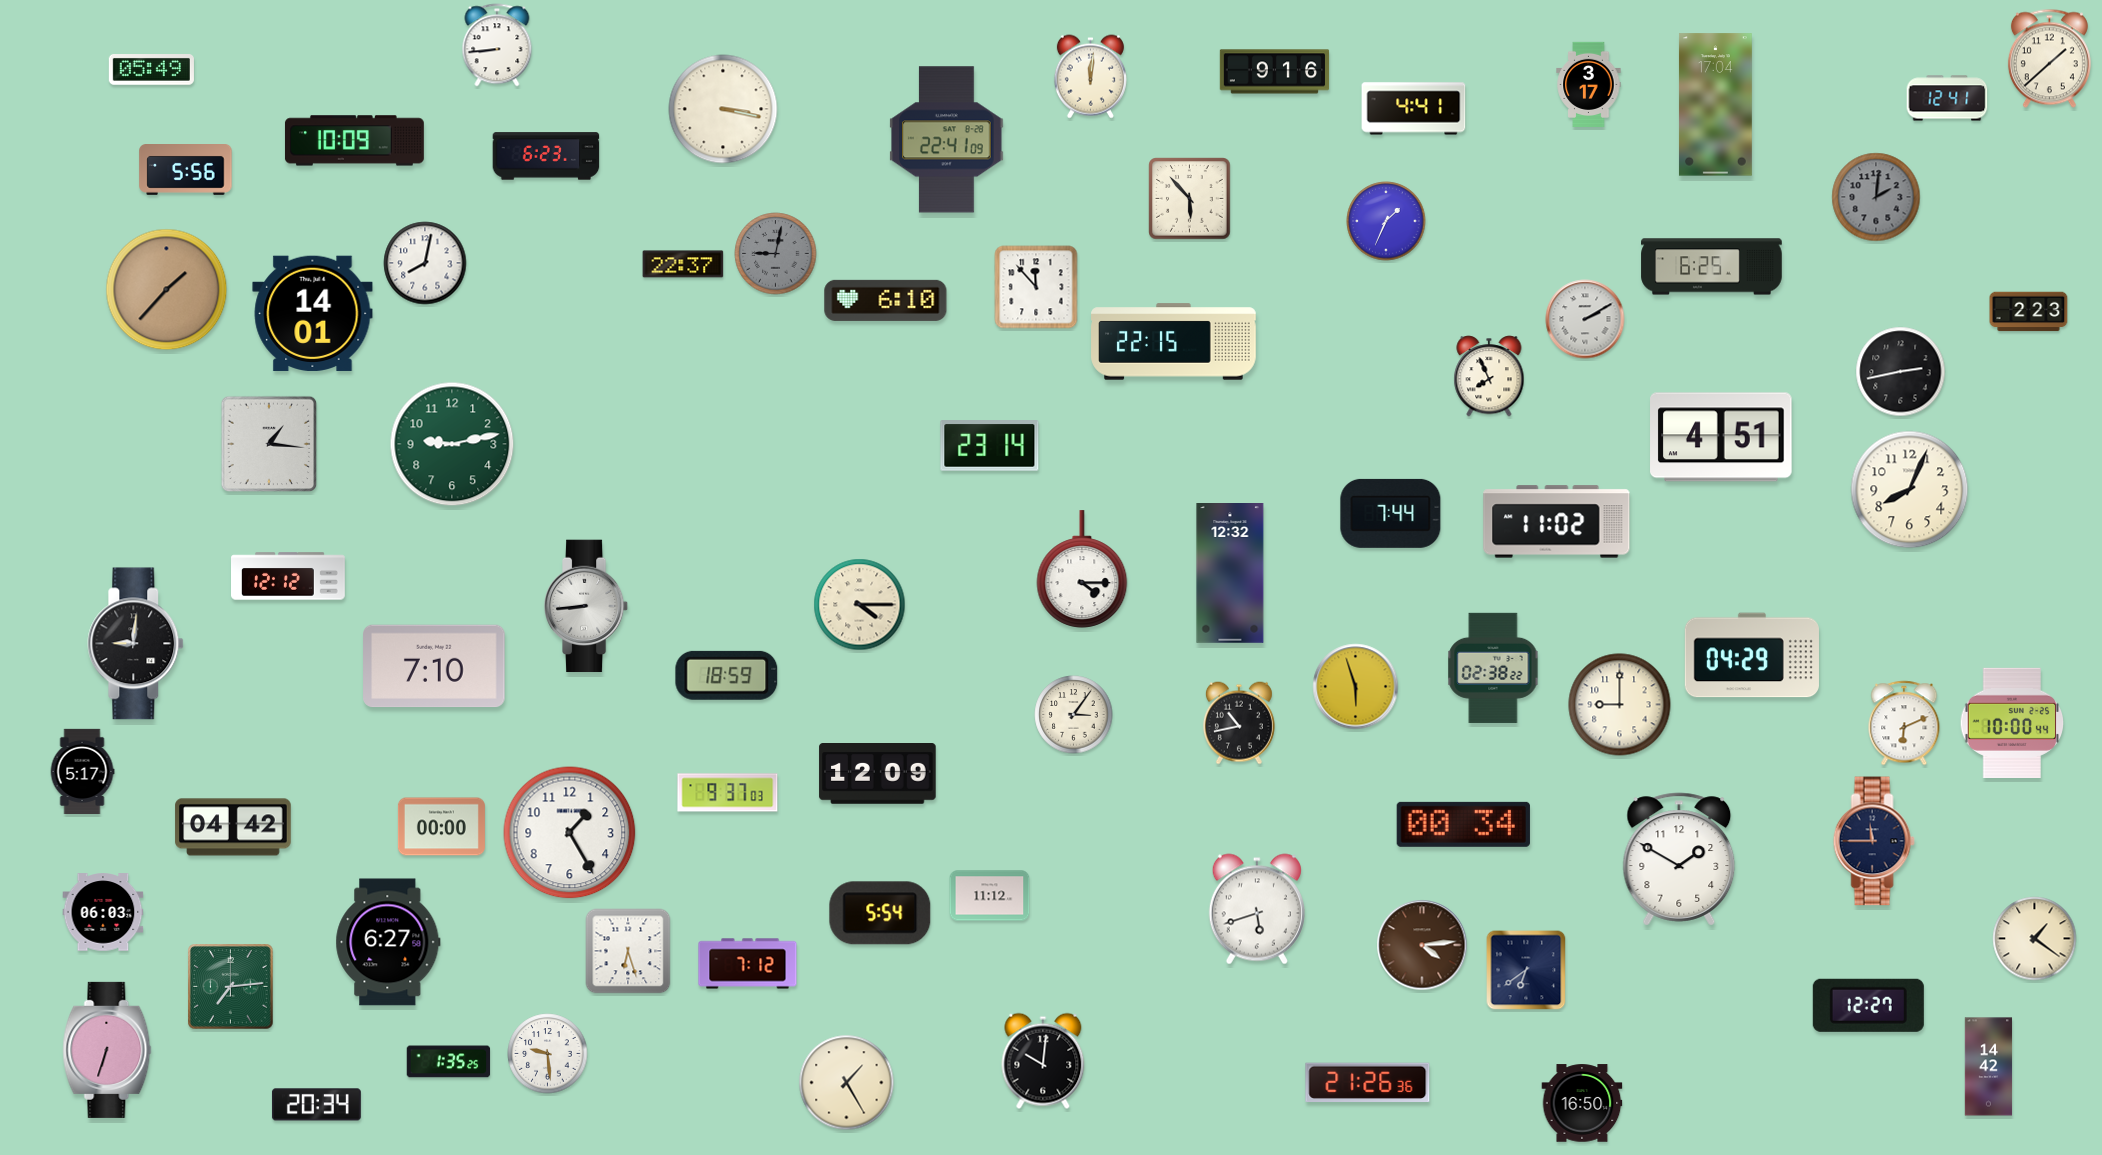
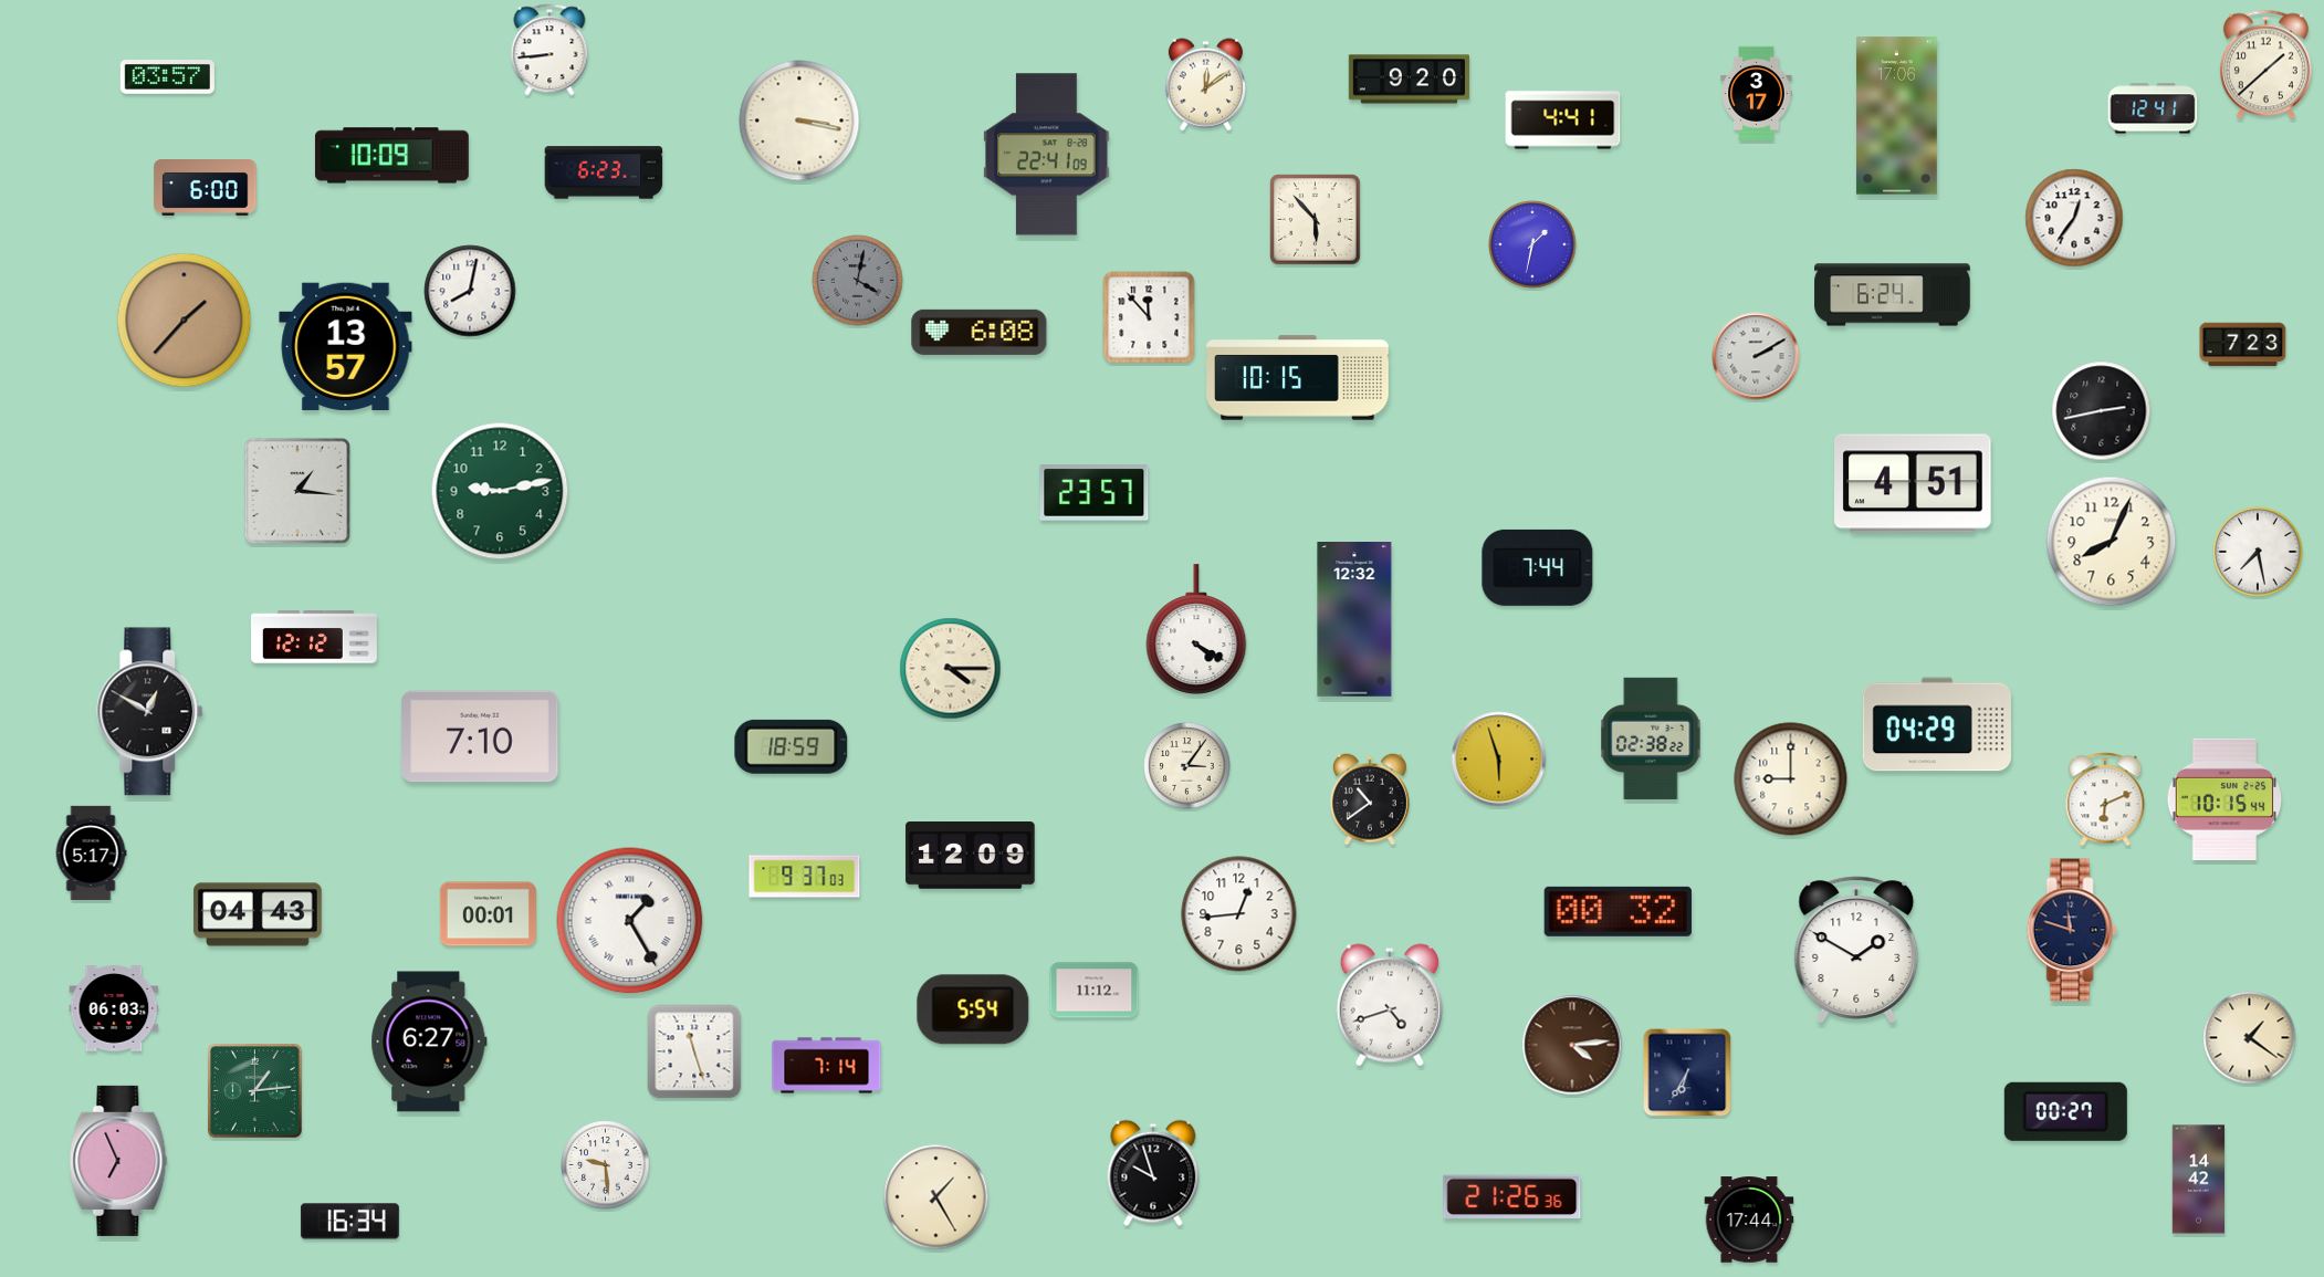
clock at (151, 70): 05:49 -> 03:57
clock at (1275, 72): 9:16 -> 9:20
clock at (1090, 77): 12:01 -> 12:09
clock at (1715, 105): 17:04 -> 17:06
clock at (186, 170): 5:56 -> 6:00
clock at (1876, 197): 2:01 -> 12:36
clock at (1876, 197) dial: grey -> white
clock at (1386, 221): 1:34 -> 1:32
clock at (776, 254): 9:02 -> 4:02
clock at (683, 264): 22:37 -> none
clock at (1712, 267): 6:25 -> 6:24
clock at (1036, 287) position: (1036, 287) -> (1149, 317)
clock at (886, 300): 6:10 -> 6:08
clock at (2029, 312): 2:23 -> 7:23
clock at (313, 313): 14:01 -> 13:57
clock at (1585, 319) position: (1585, 319) -> (1756, 356)
clock at (1174, 342): 22:15 -> 10:15
clock at (1489, 376): 7:56 -> none
clock at (1721, 437) position: (1721, 437) -> (1913, 483)
clock at (990, 446): 23:14 -> 23:57
clock at (2258, 552): none -> 7:28
clock at (1557, 522): 11:02 -> none
clock at (1082, 569): 4:15 -> 4:20
clock at (1230, 573) position: (1230, 573) -> (1354, 619)
clock at (289, 576) position: (289, 576) -> (315, 637)
clock at (586, 606): 8:44 -> none
clock at (136, 644): 9:01 -> 12:50
clock at (727, 675) position: (727, 675) -> (792, 746)
clock at (1074, 715) position: (1074, 715) -> (1187, 766)
clock at (1239, 723): 10:43 -> 10:39
clock at (2012, 723): 10:00 -> 10:15
clock at (1463, 824): 00:34 -> 00:32
clock at (233, 827): 04:42 -> 04:43
clock at (441, 827): 00:00 -> 00:01
clock at (1239, 914): none -> 12:44
clock at (570, 833) numerals: Arabic -> Roman
clock at (1874, 841): 11:45 -> 11:48
clock at (1257, 909): 5:42 -> 4:42
clock at (628, 951): 6:27 -> 11:27
clock at (748, 964): 7:12 -> 7:14
clock at (1526, 970): 6:39 -> 6:35
clock at (231, 987): 7:14 -> 1:14
clock at (1868, 1005): 12:27 -> 00:27
clock at (107, 1050): 6:33 -> 6:56
clock at (1043, 1061): 10:01 -> 9:57
clock at (449, 1062): 1:35 -> none
clock at (1582, 1103): 16:50 -> 17:44
clock at (316, 1105): 20:34 -> 16:34
